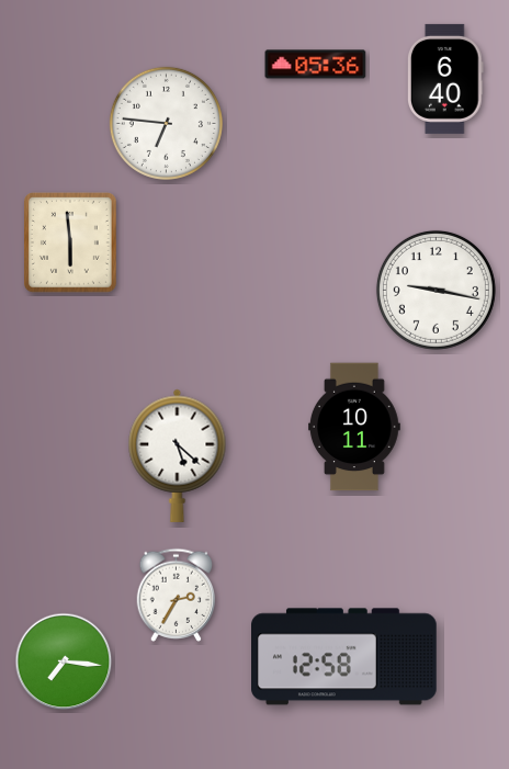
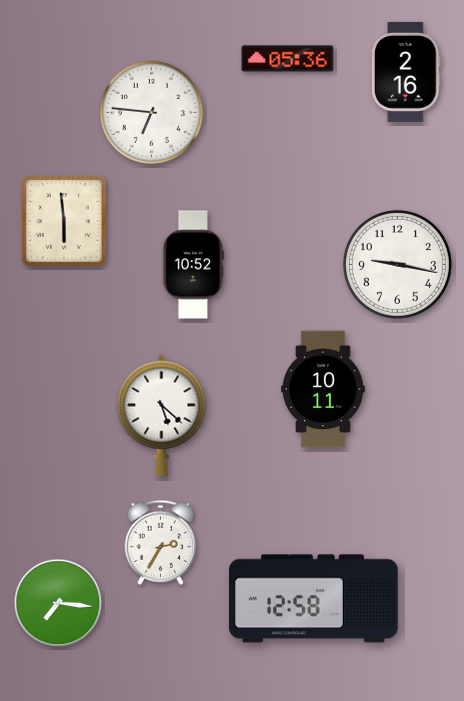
clock at (445, 79): 6:40 -> 2:16
clock at (194, 265): none -> 10:52
